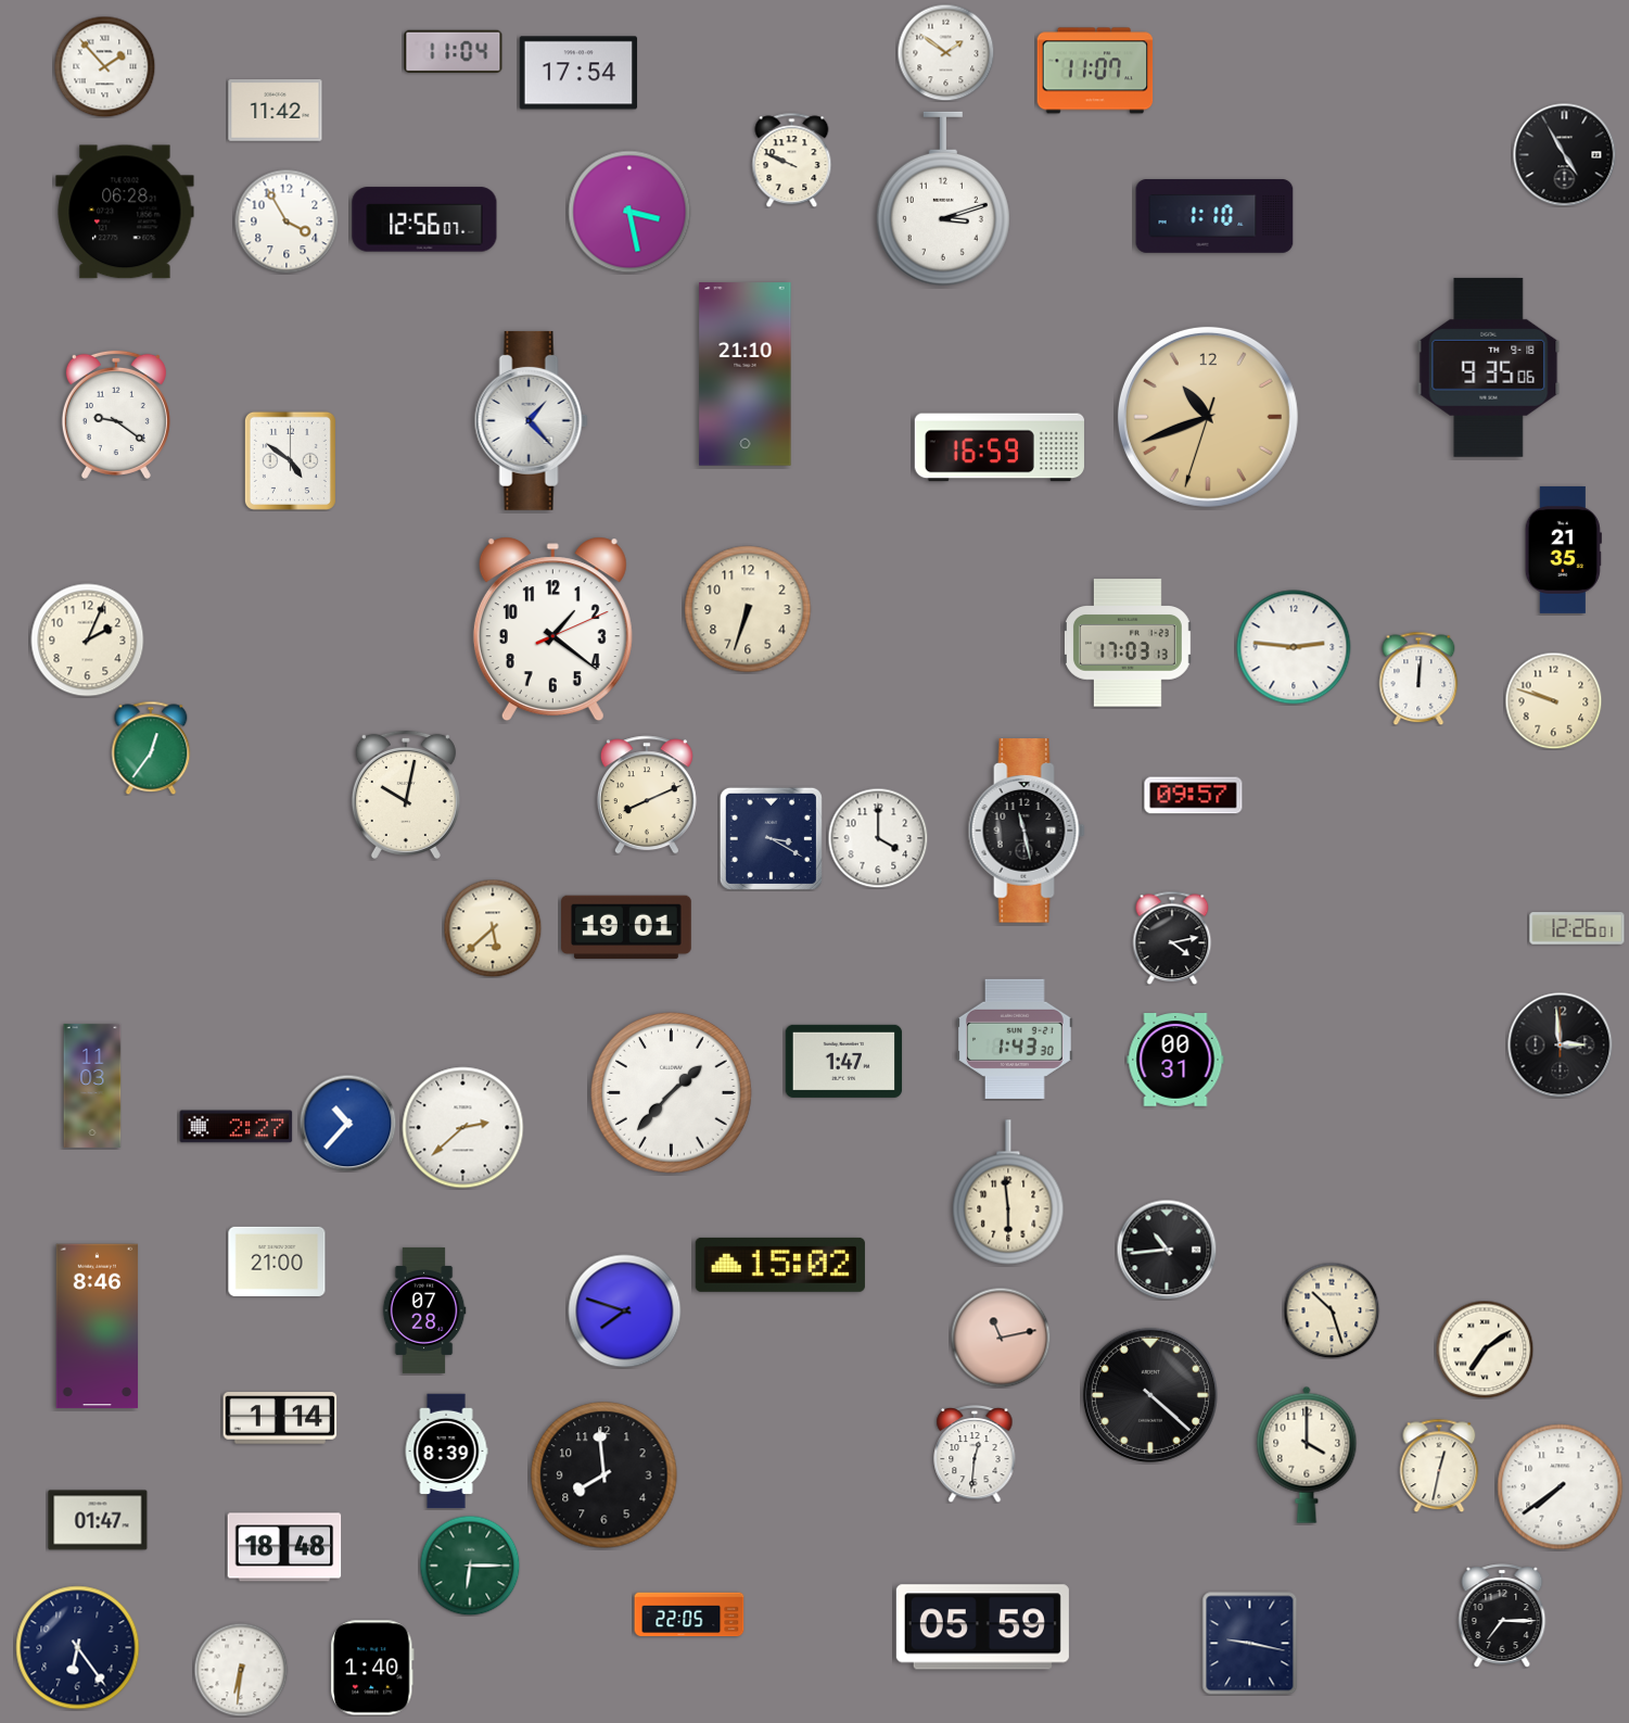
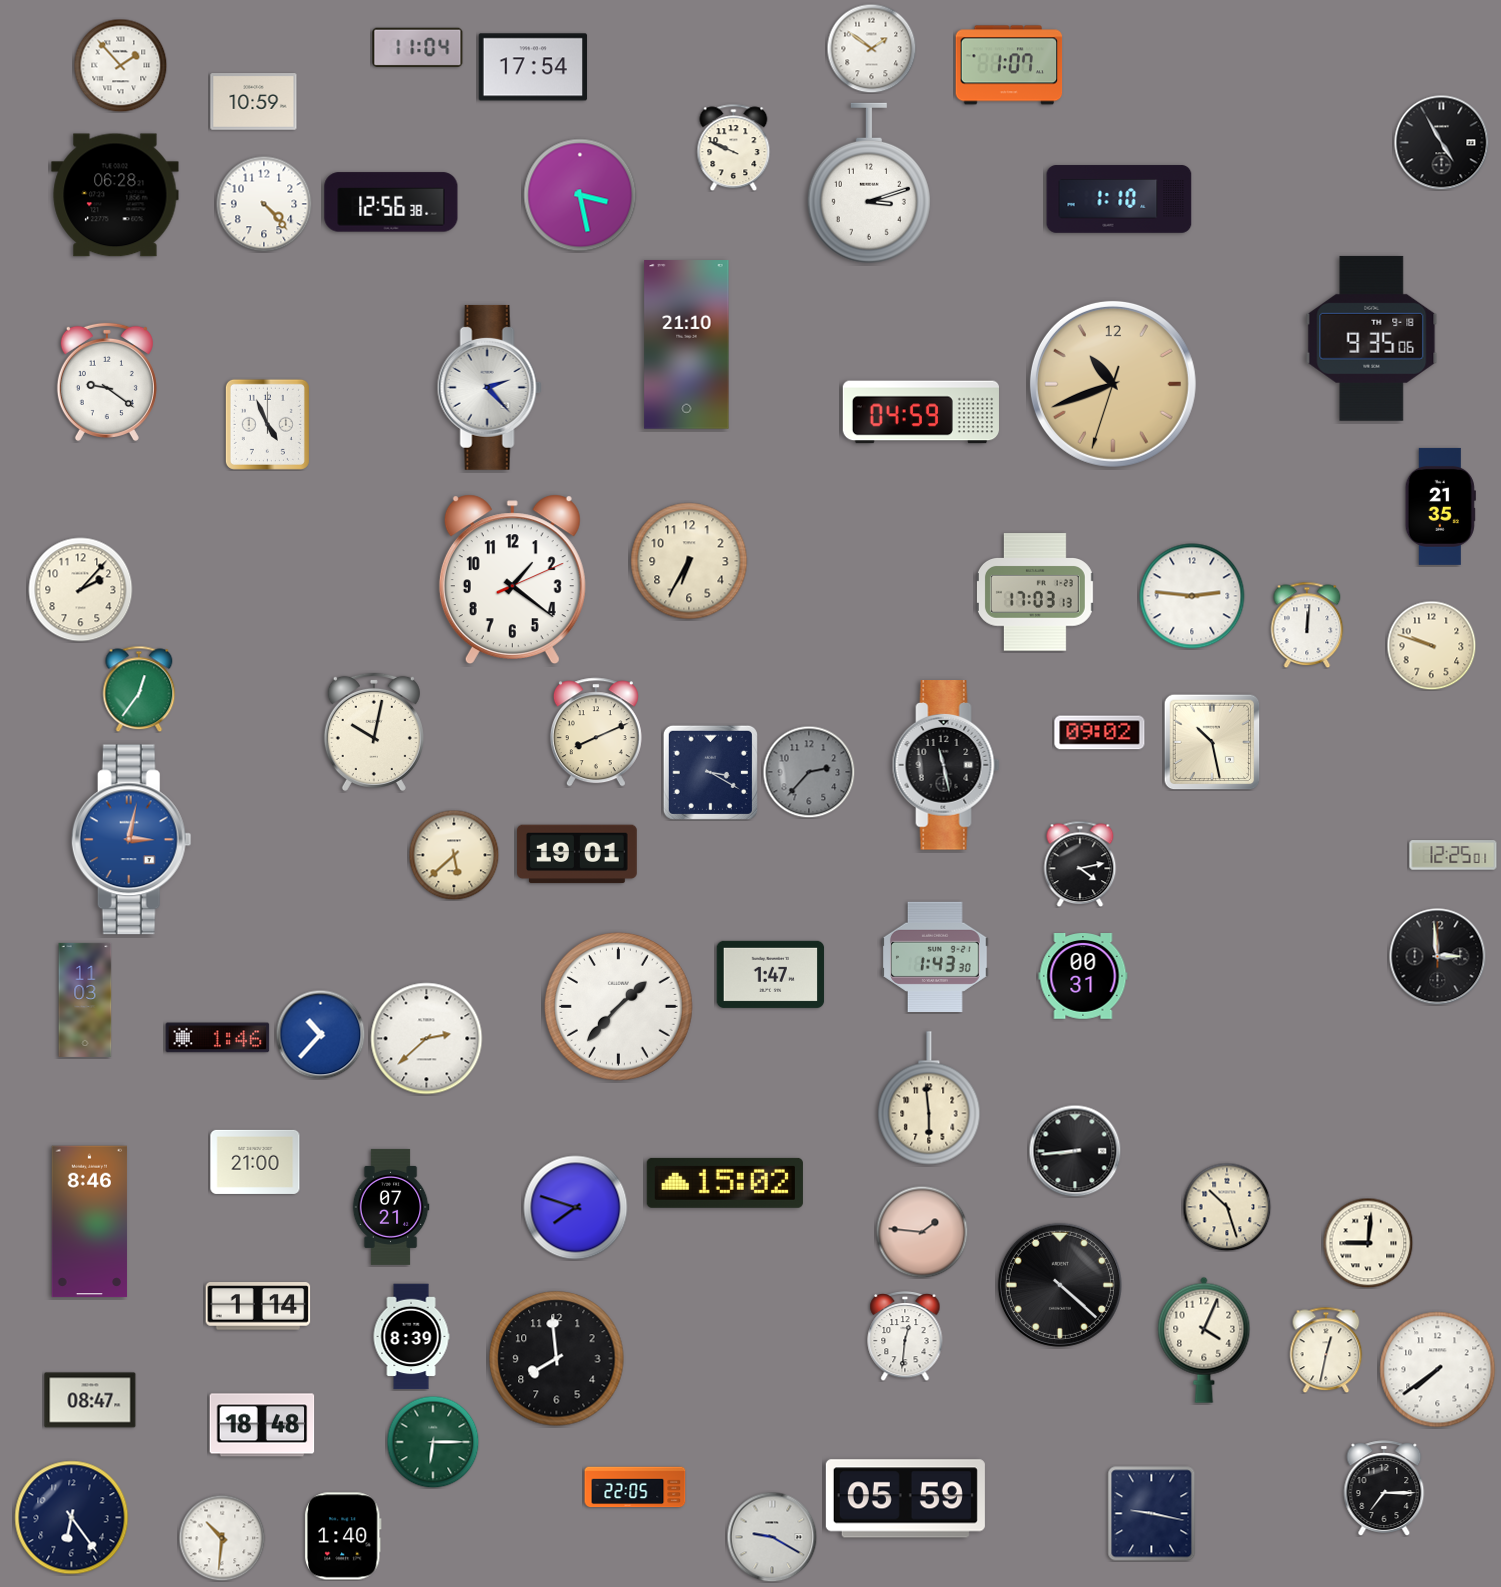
clock at (104, 66) position: (104, 66) -> (120, 65)
clock at (1095, 71): 11:07 -> 1:07
clock at (276, 111): 11:42 -> 10:59
clock at (792, 160) position: (792, 160) -> (734, 147)
clock at (424, 219): 12:56:07 -> 12:56:38
clock at (287, 221): 3:55 -> 4:23
clock at (531, 420): 1:23 -> 2:23
clock at (1000, 447): 16:59 -> 04:59
clock at (290, 460): 4:51 -> 4:56
clock at (748, 609): 6:33 -> 6:35
clock at (552, 630) position: (552, 630) -> (512, 580)
clock at (88, 641): 2:04 -> 2:07
clock at (1128, 643) position: (1128, 643) -> (1035, 592)
clock at (1194, 796): 09:57 -> 09:02
clock at (1212, 742): none -> 10:28
clock at (878, 838): 4:00 -> 2:37
clock at (878, 838) dial: white -> grey
clock at (131, 840): none -> 3:02
clock at (1577, 928): 12:26 -> 12:25
clock at (1561, 1046) position: (1561, 1046) -> (1438, 957)
clock at (844, 1061) position: (844, 1061) -> (771, 974)
clock at (237, 1127): 2:27 -> 1:46
clock at (1167, 1250): 10:44 -> 8:44
clock at (780, 1265) position: (780, 1265) -> (725, 1183)
clock at (424, 1310): 07:28 -> 07:21
clock at (1001, 1338): 11:13 -> 1:46
clock at (1485, 1350): 7:09 -> 9:01
clock at (975, 1454) position: (975, 1454) -> (905, 1336)
clock at (1307, 1455): 4:00 -> 4:04
clock at (98, 1520): 01:47 -> 08:47
clock at (772, 1537): none -> 9:20
clock at (241, 1670): 6:31 -> 10:31
